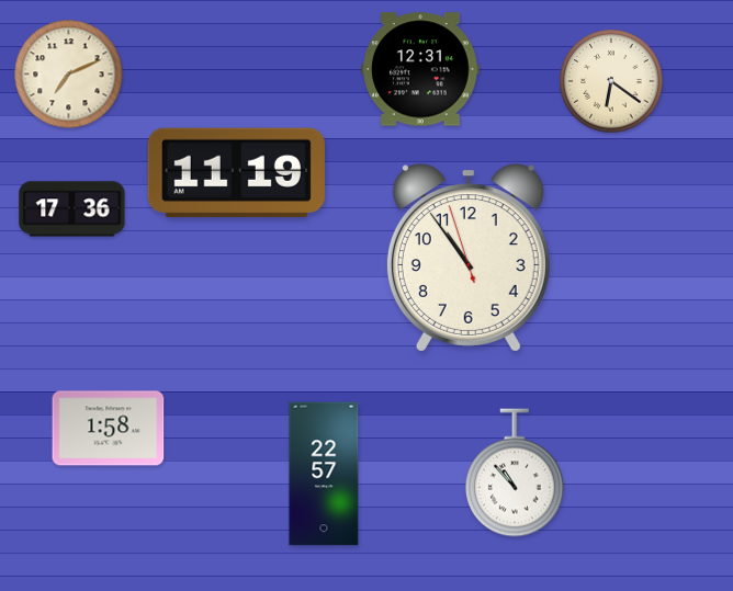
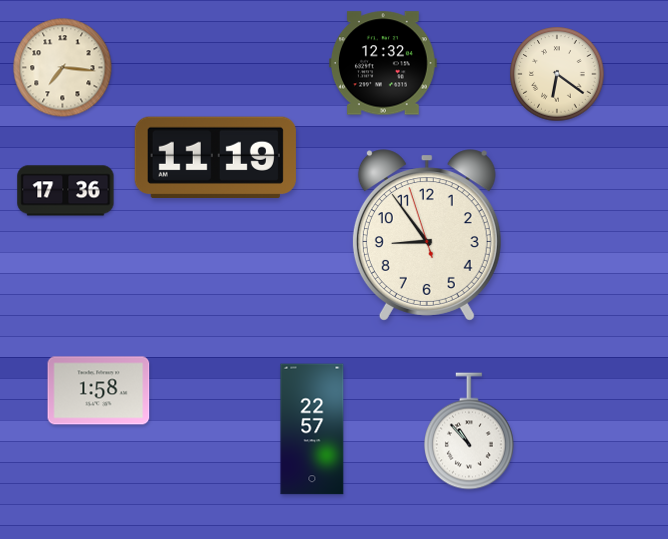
clock at (421, 69): 12:31 -> 12:32
clock at (69, 75): 7:11 -> 7:16
clock at (469, 258): 10:53 -> 8:53
clock at (324, 474) position: (324, 474) -> (312, 429)
